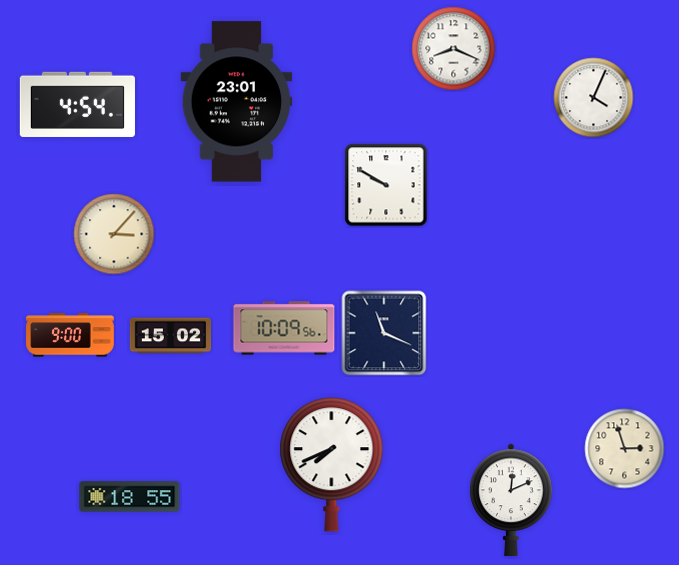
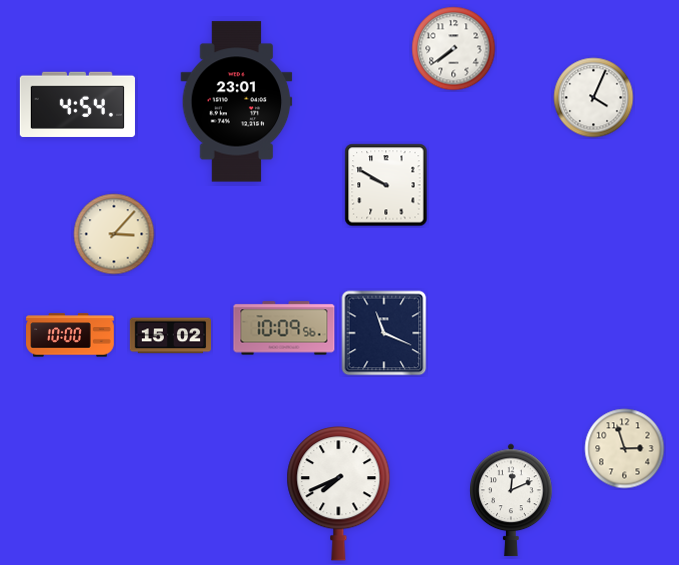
clock at (454, 49): 8:19 -> 7:39
clock at (70, 335): 9:00 -> 10:00
clock at (332, 465) position: (332, 465) -> (339, 494)
clock at (130, 497): 18:55 -> none
